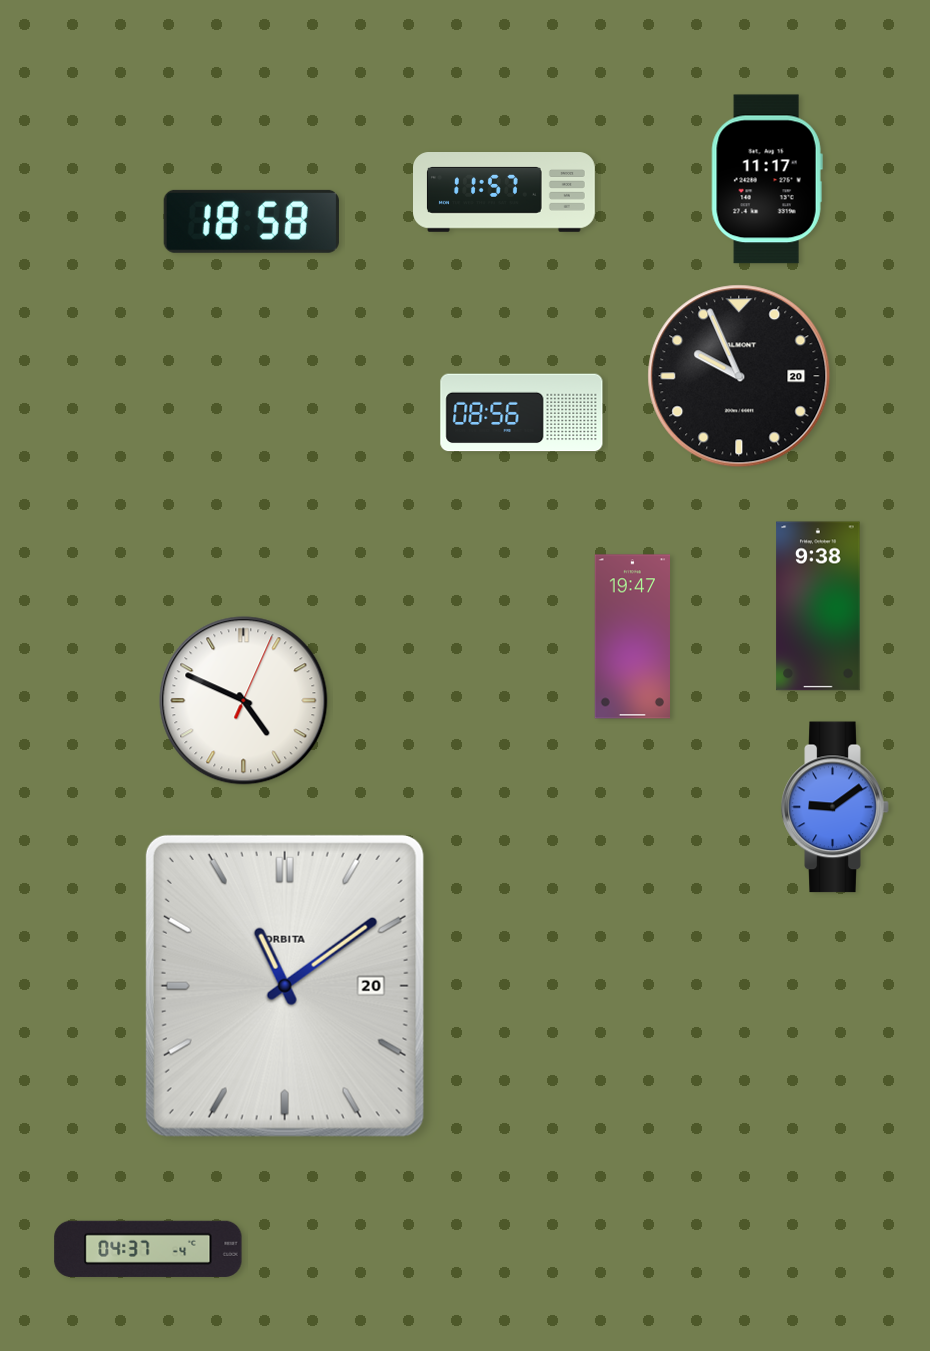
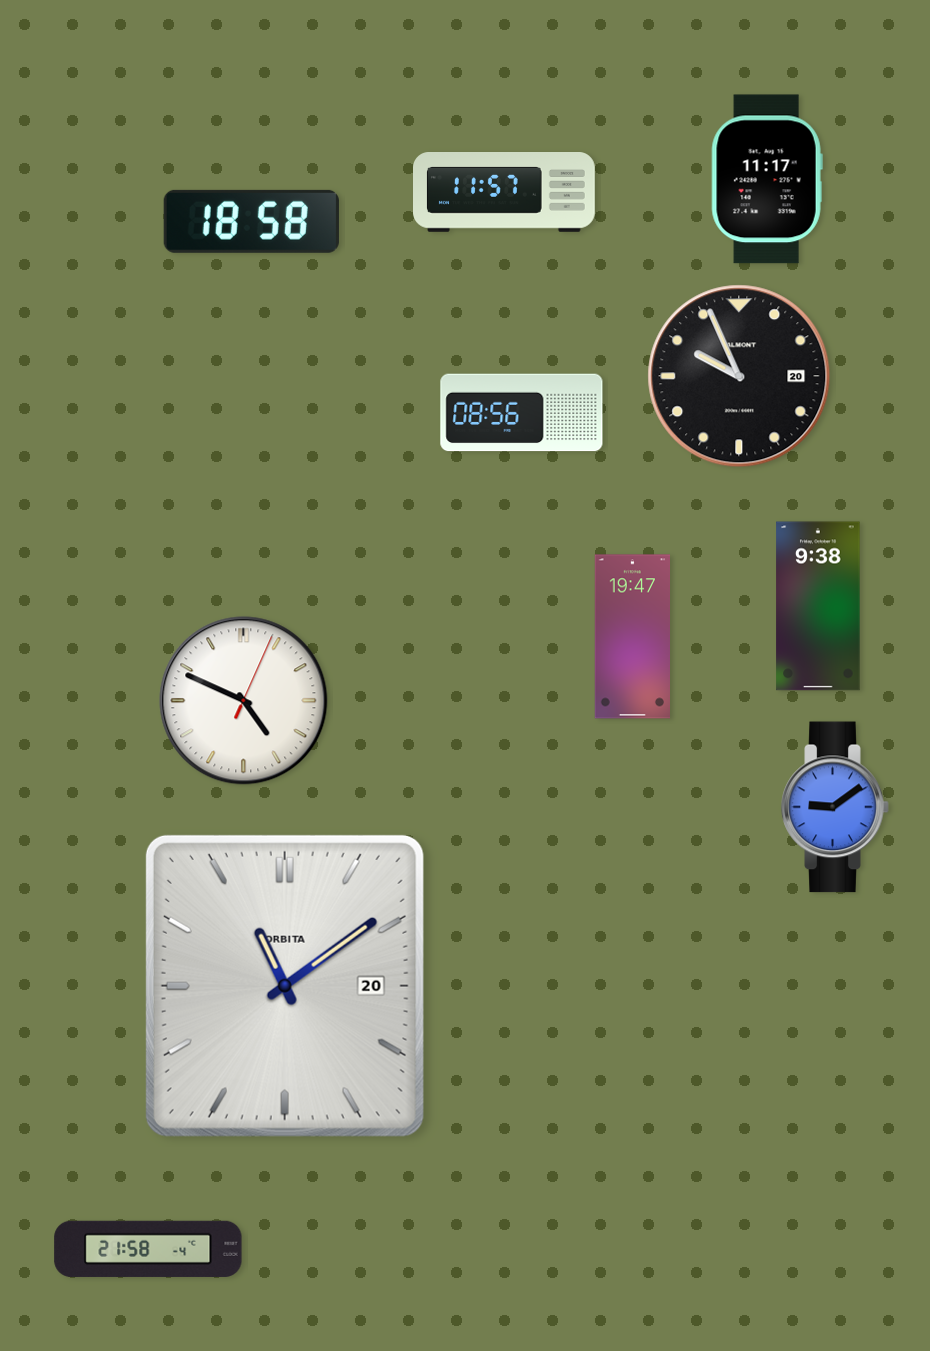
clock at (148, 1249): 04:37 -> 21:58
